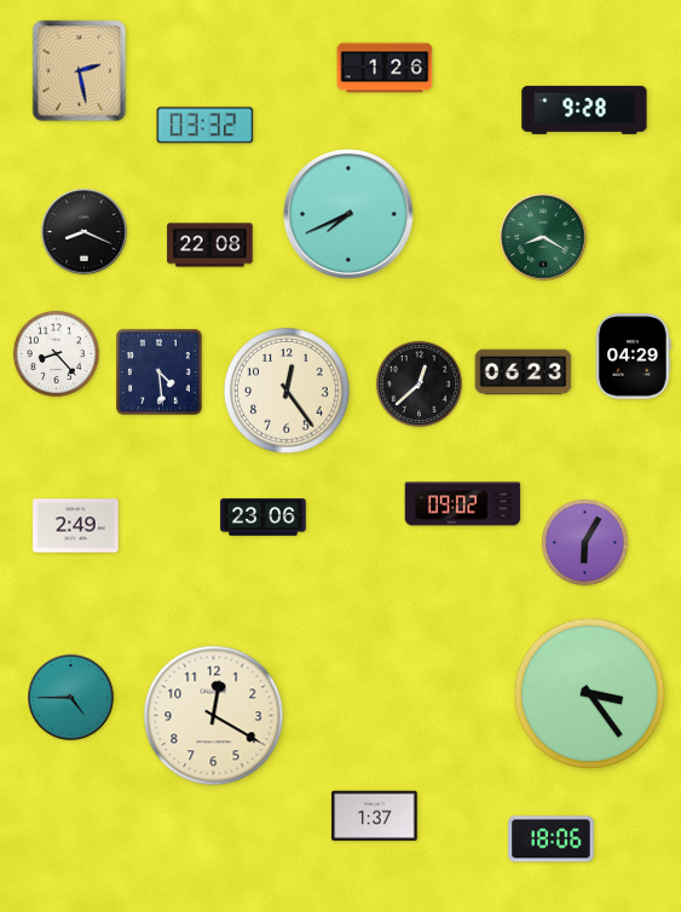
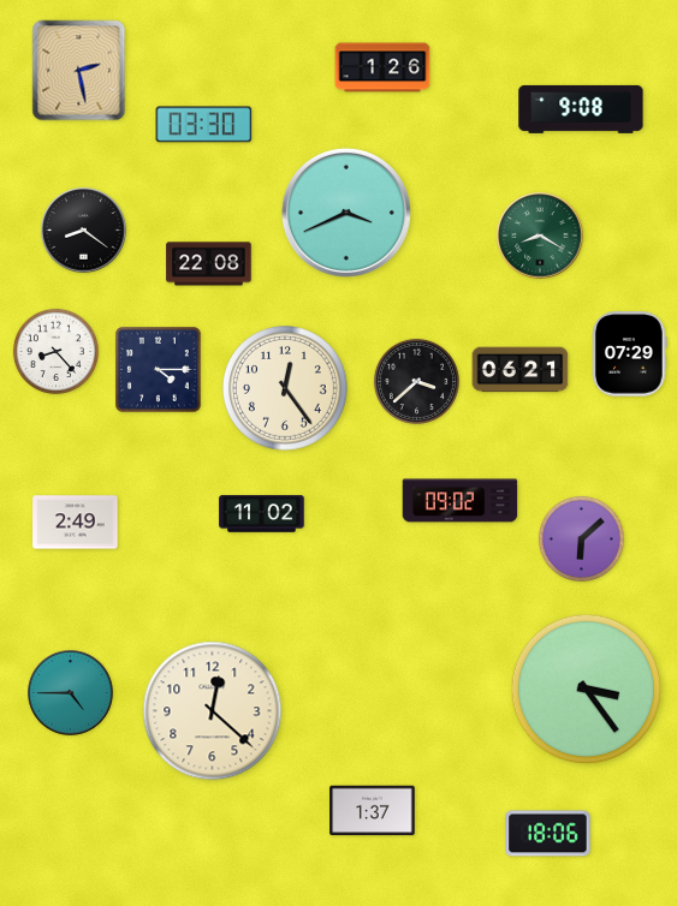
clock at (584, 110): 9:28 -> 9:08
clock at (206, 126): 03:32 -> 03:30
clock at (348, 214): 7:41 -> 3:41
clock at (85, 232): 8:19 -> 8:21
clock at (210, 246) position: (210, 246) -> (209, 264)
clock at (634, 357): 04:29 -> 07:29
clock at (160, 373): 4:29 -> 4:15
clock at (524, 373): 06:23 -> 06:21
clock at (419, 383): 12:38 -> 3:38
clock at (264, 518): 23:06 -> 11:02
clock at (584, 542): 6:05 -> 6:08
clock at (214, 716): 12:20 -> 12:22
